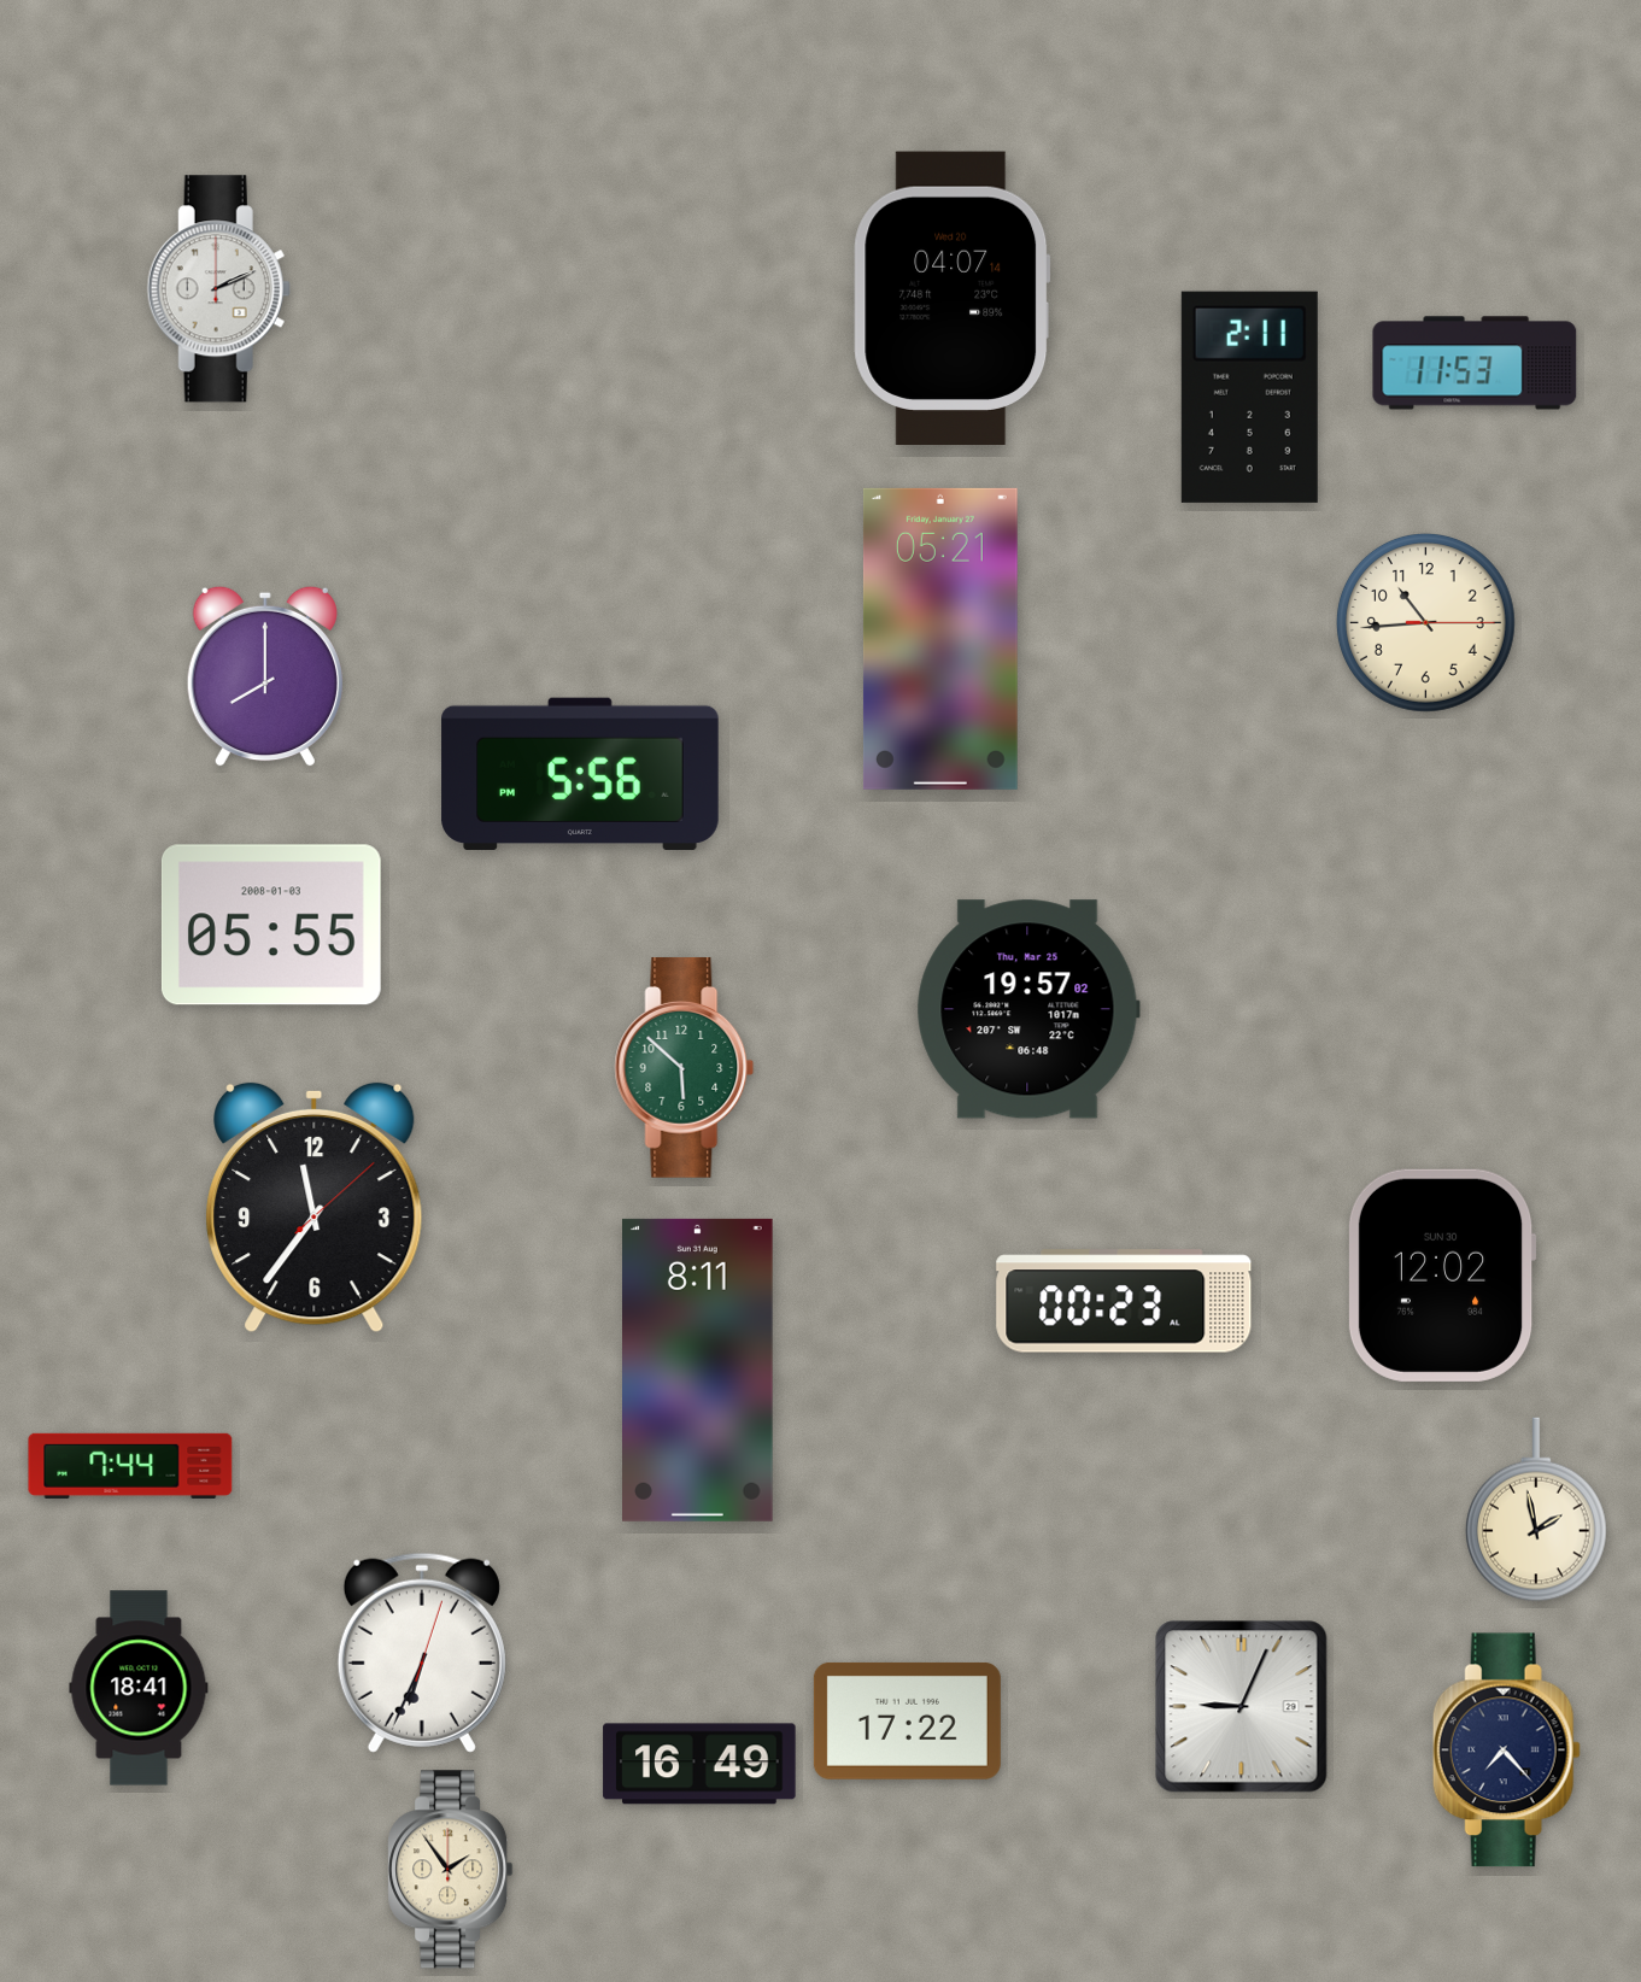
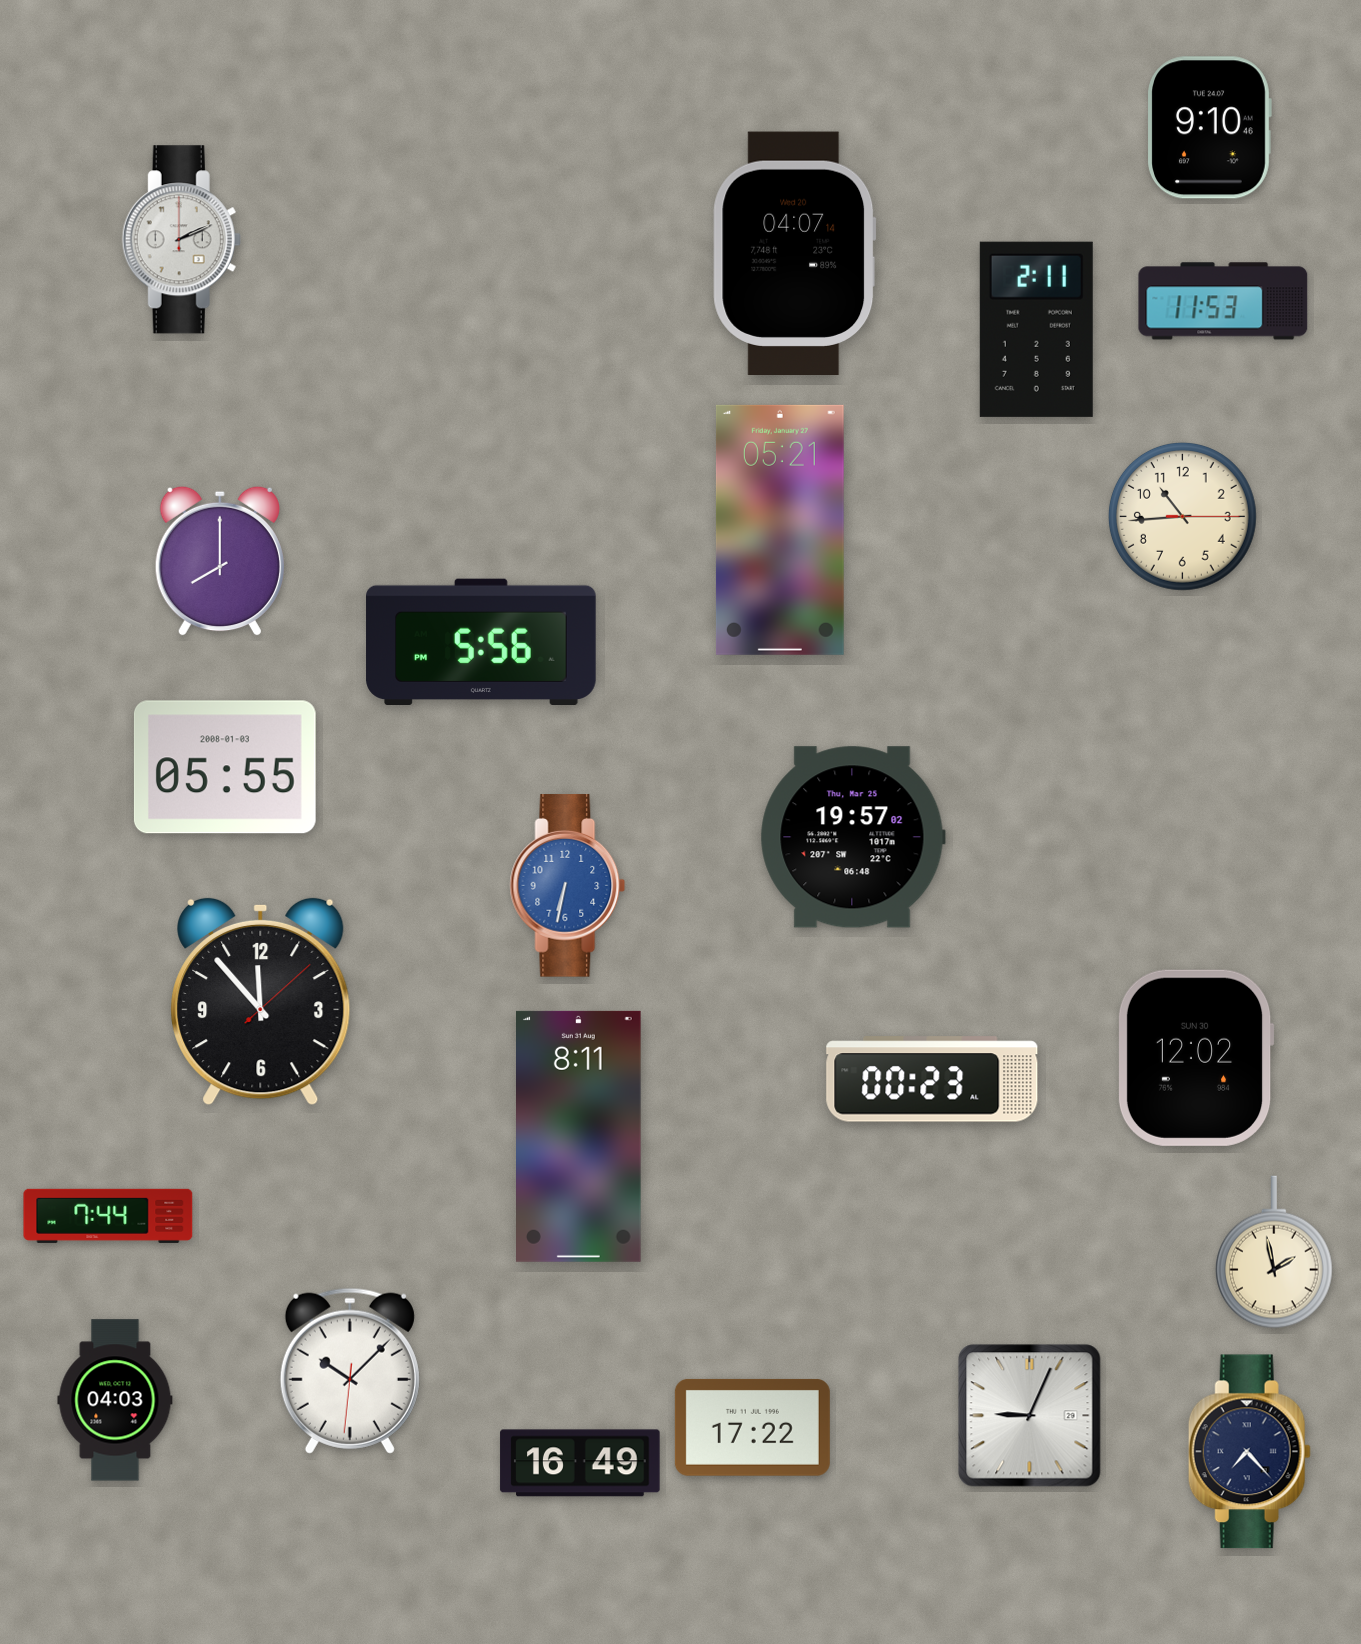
clock at (1209, 128): none -> 9:10
clock at (953, 298) position: (953, 298) -> (795, 253)
clock at (685, 1068): 5:52 -> 6:32
clock at (685, 1068) dial: green -> blue
clock at (315, 1208): 11:36 -> 11:53
clock at (422, 1653): 6:34 -> 10:07
clock at (139, 1688): 18:41 -> 04:03
clock at (451, 1870): 1:54 -> none
